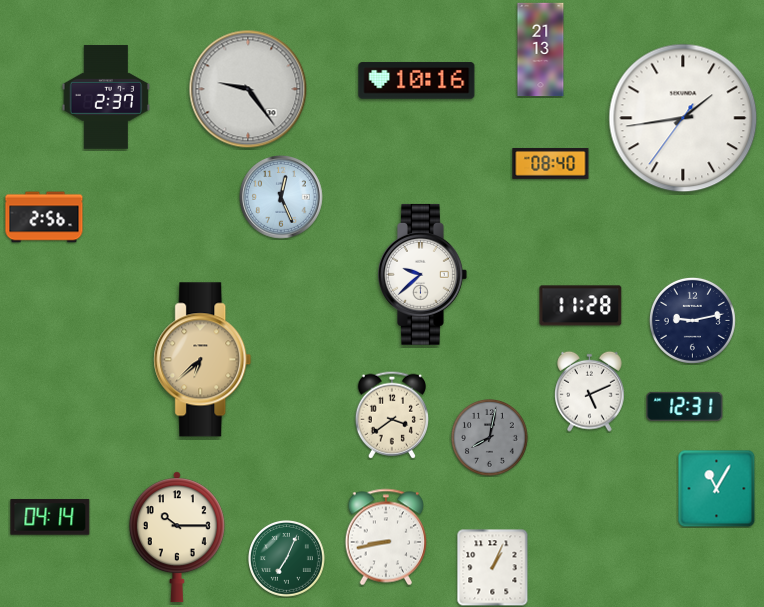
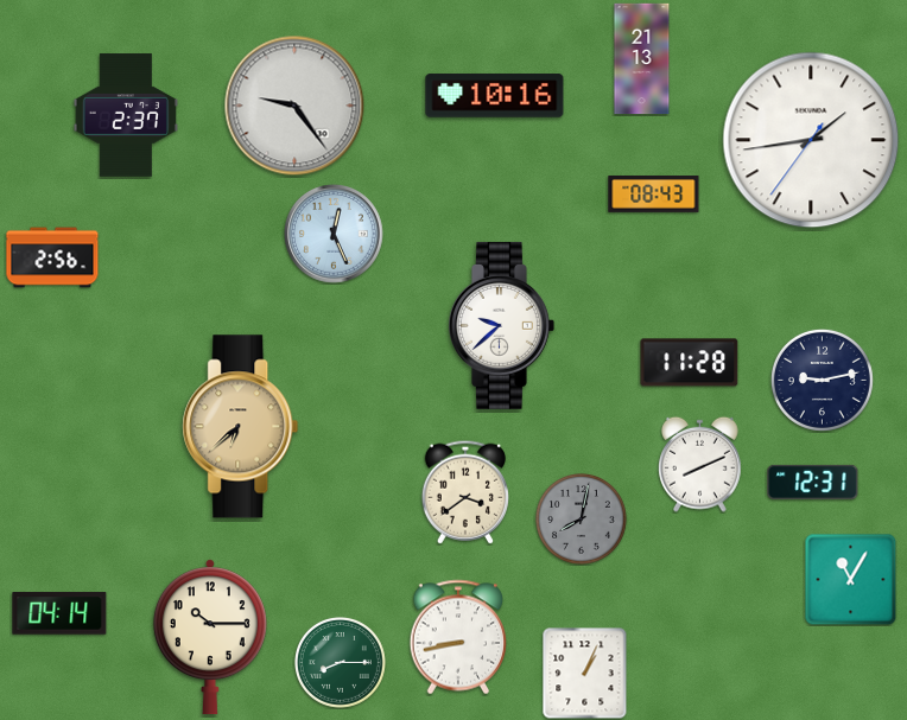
clock at (551, 164): 08:40 -> 08:43
clock at (590, 391): 5:11 -> 8:11
clock at (287, 559): 7:04 -> 8:15
